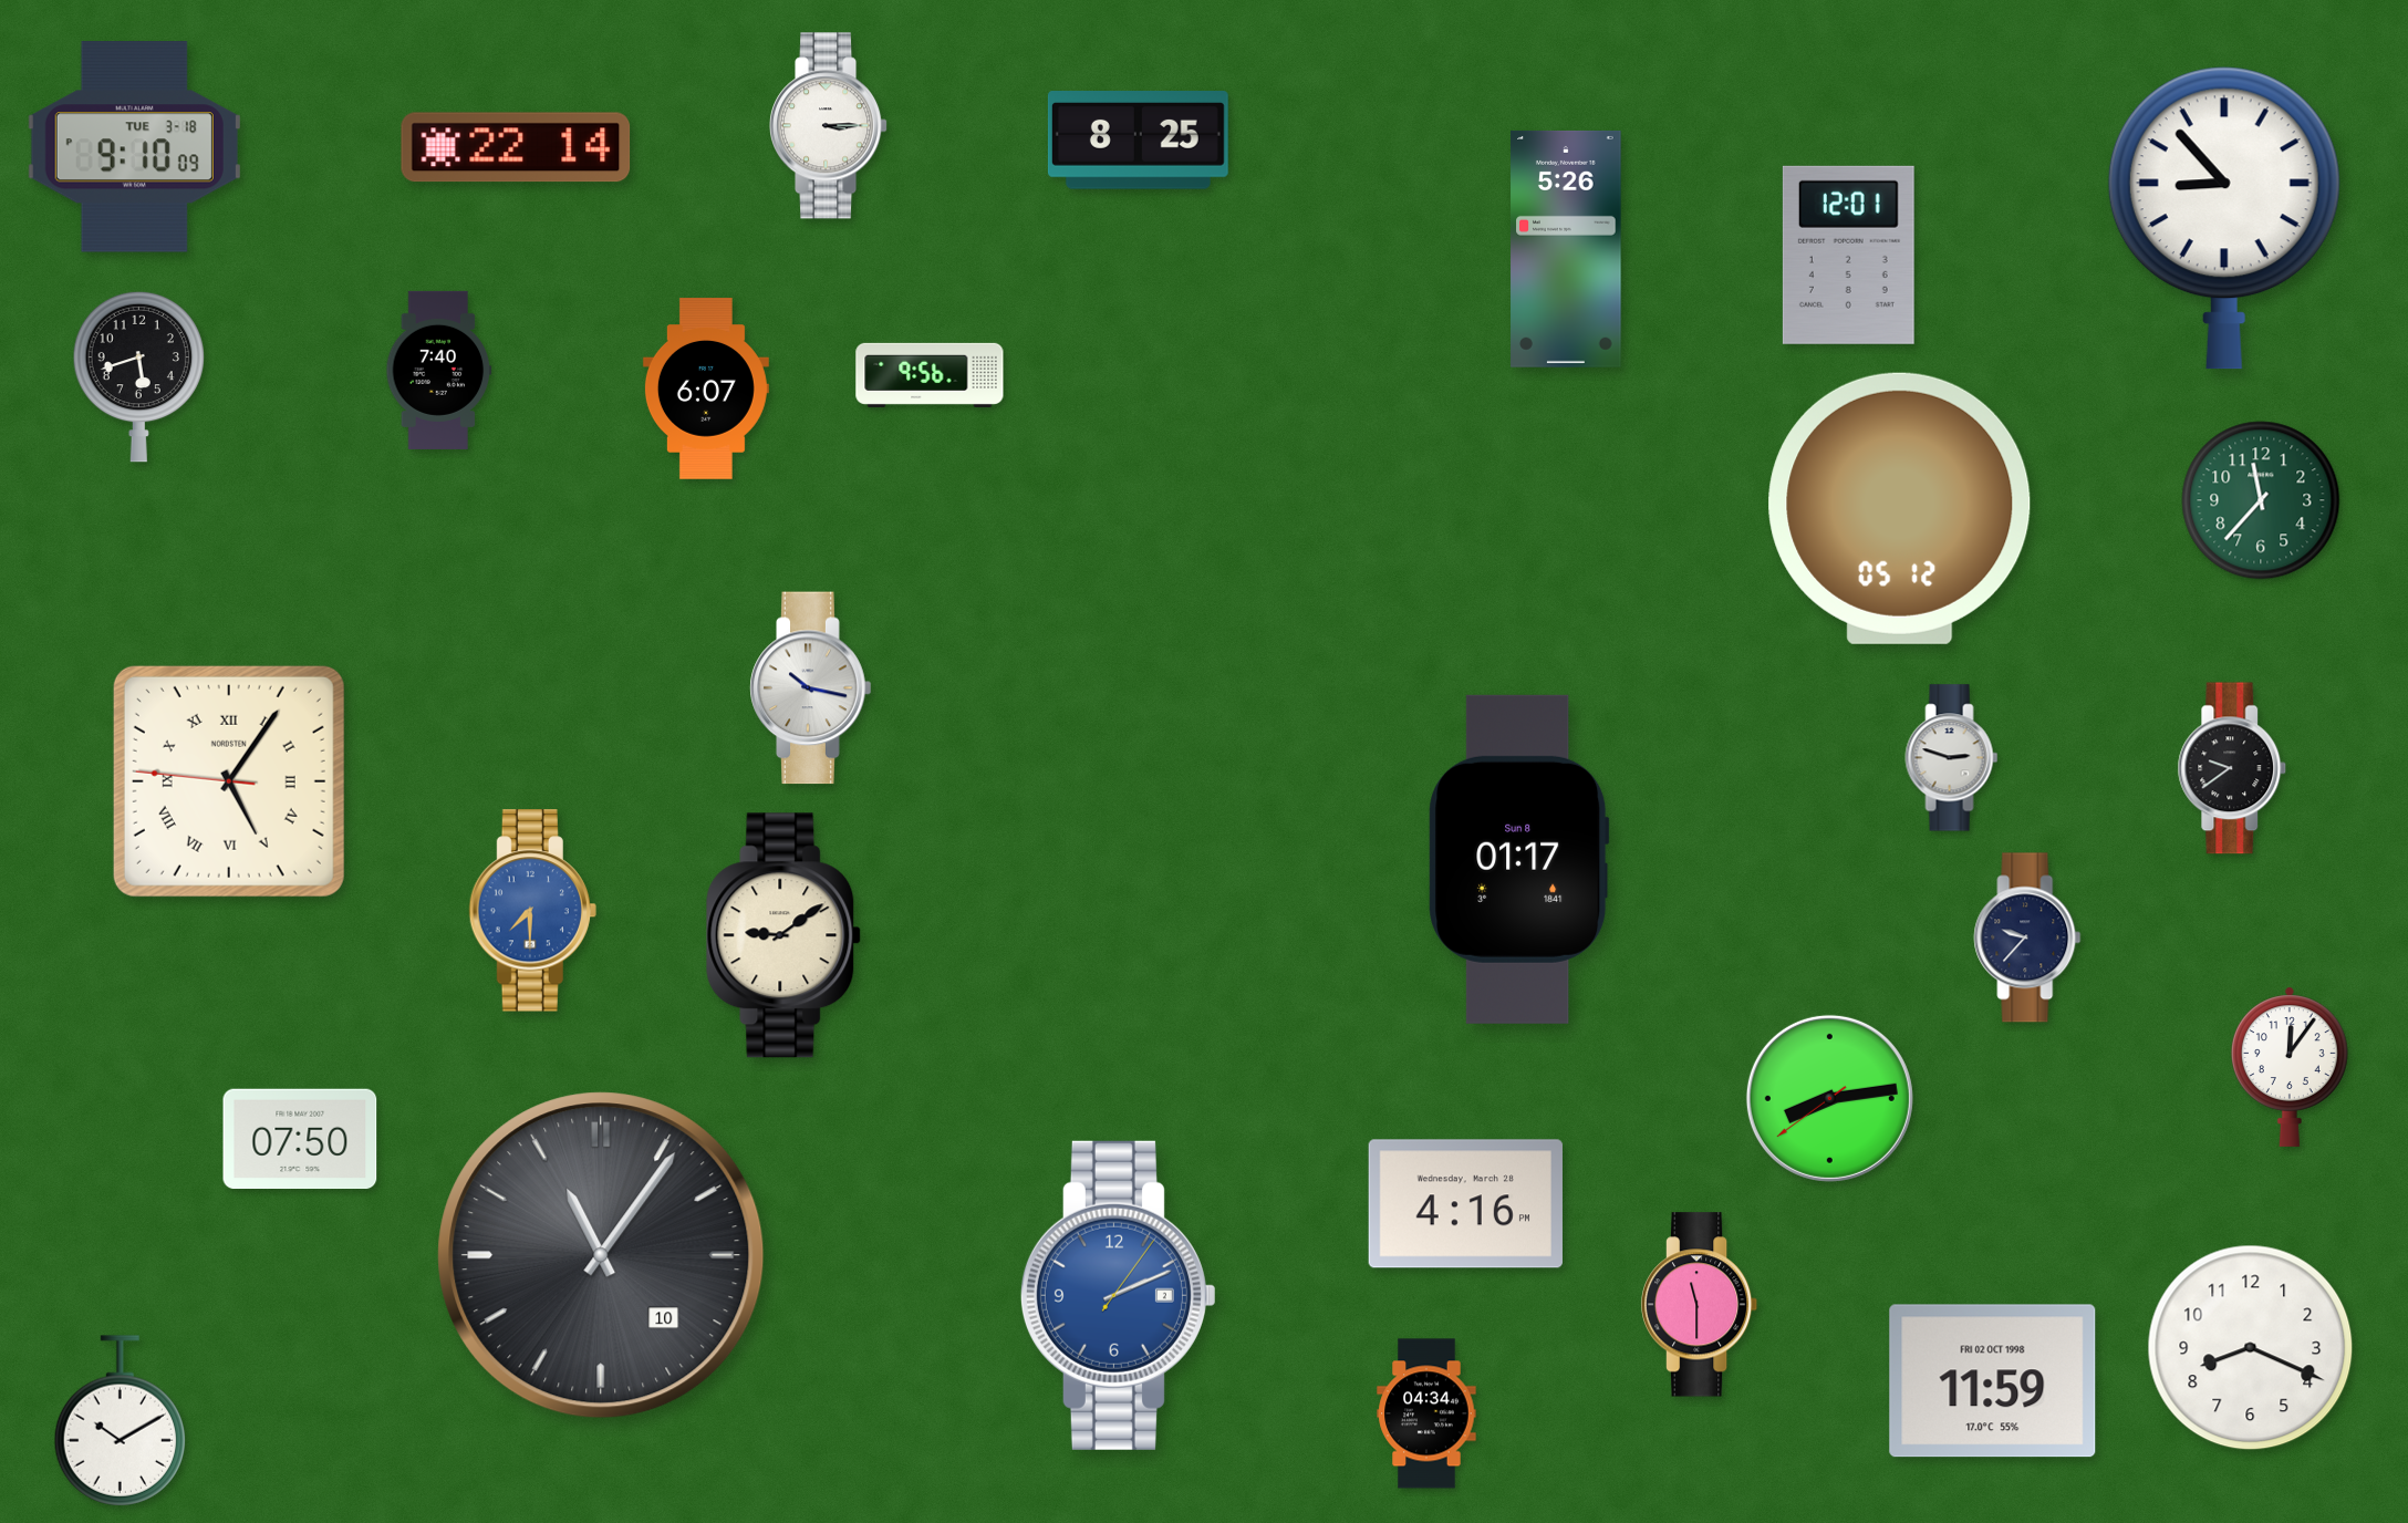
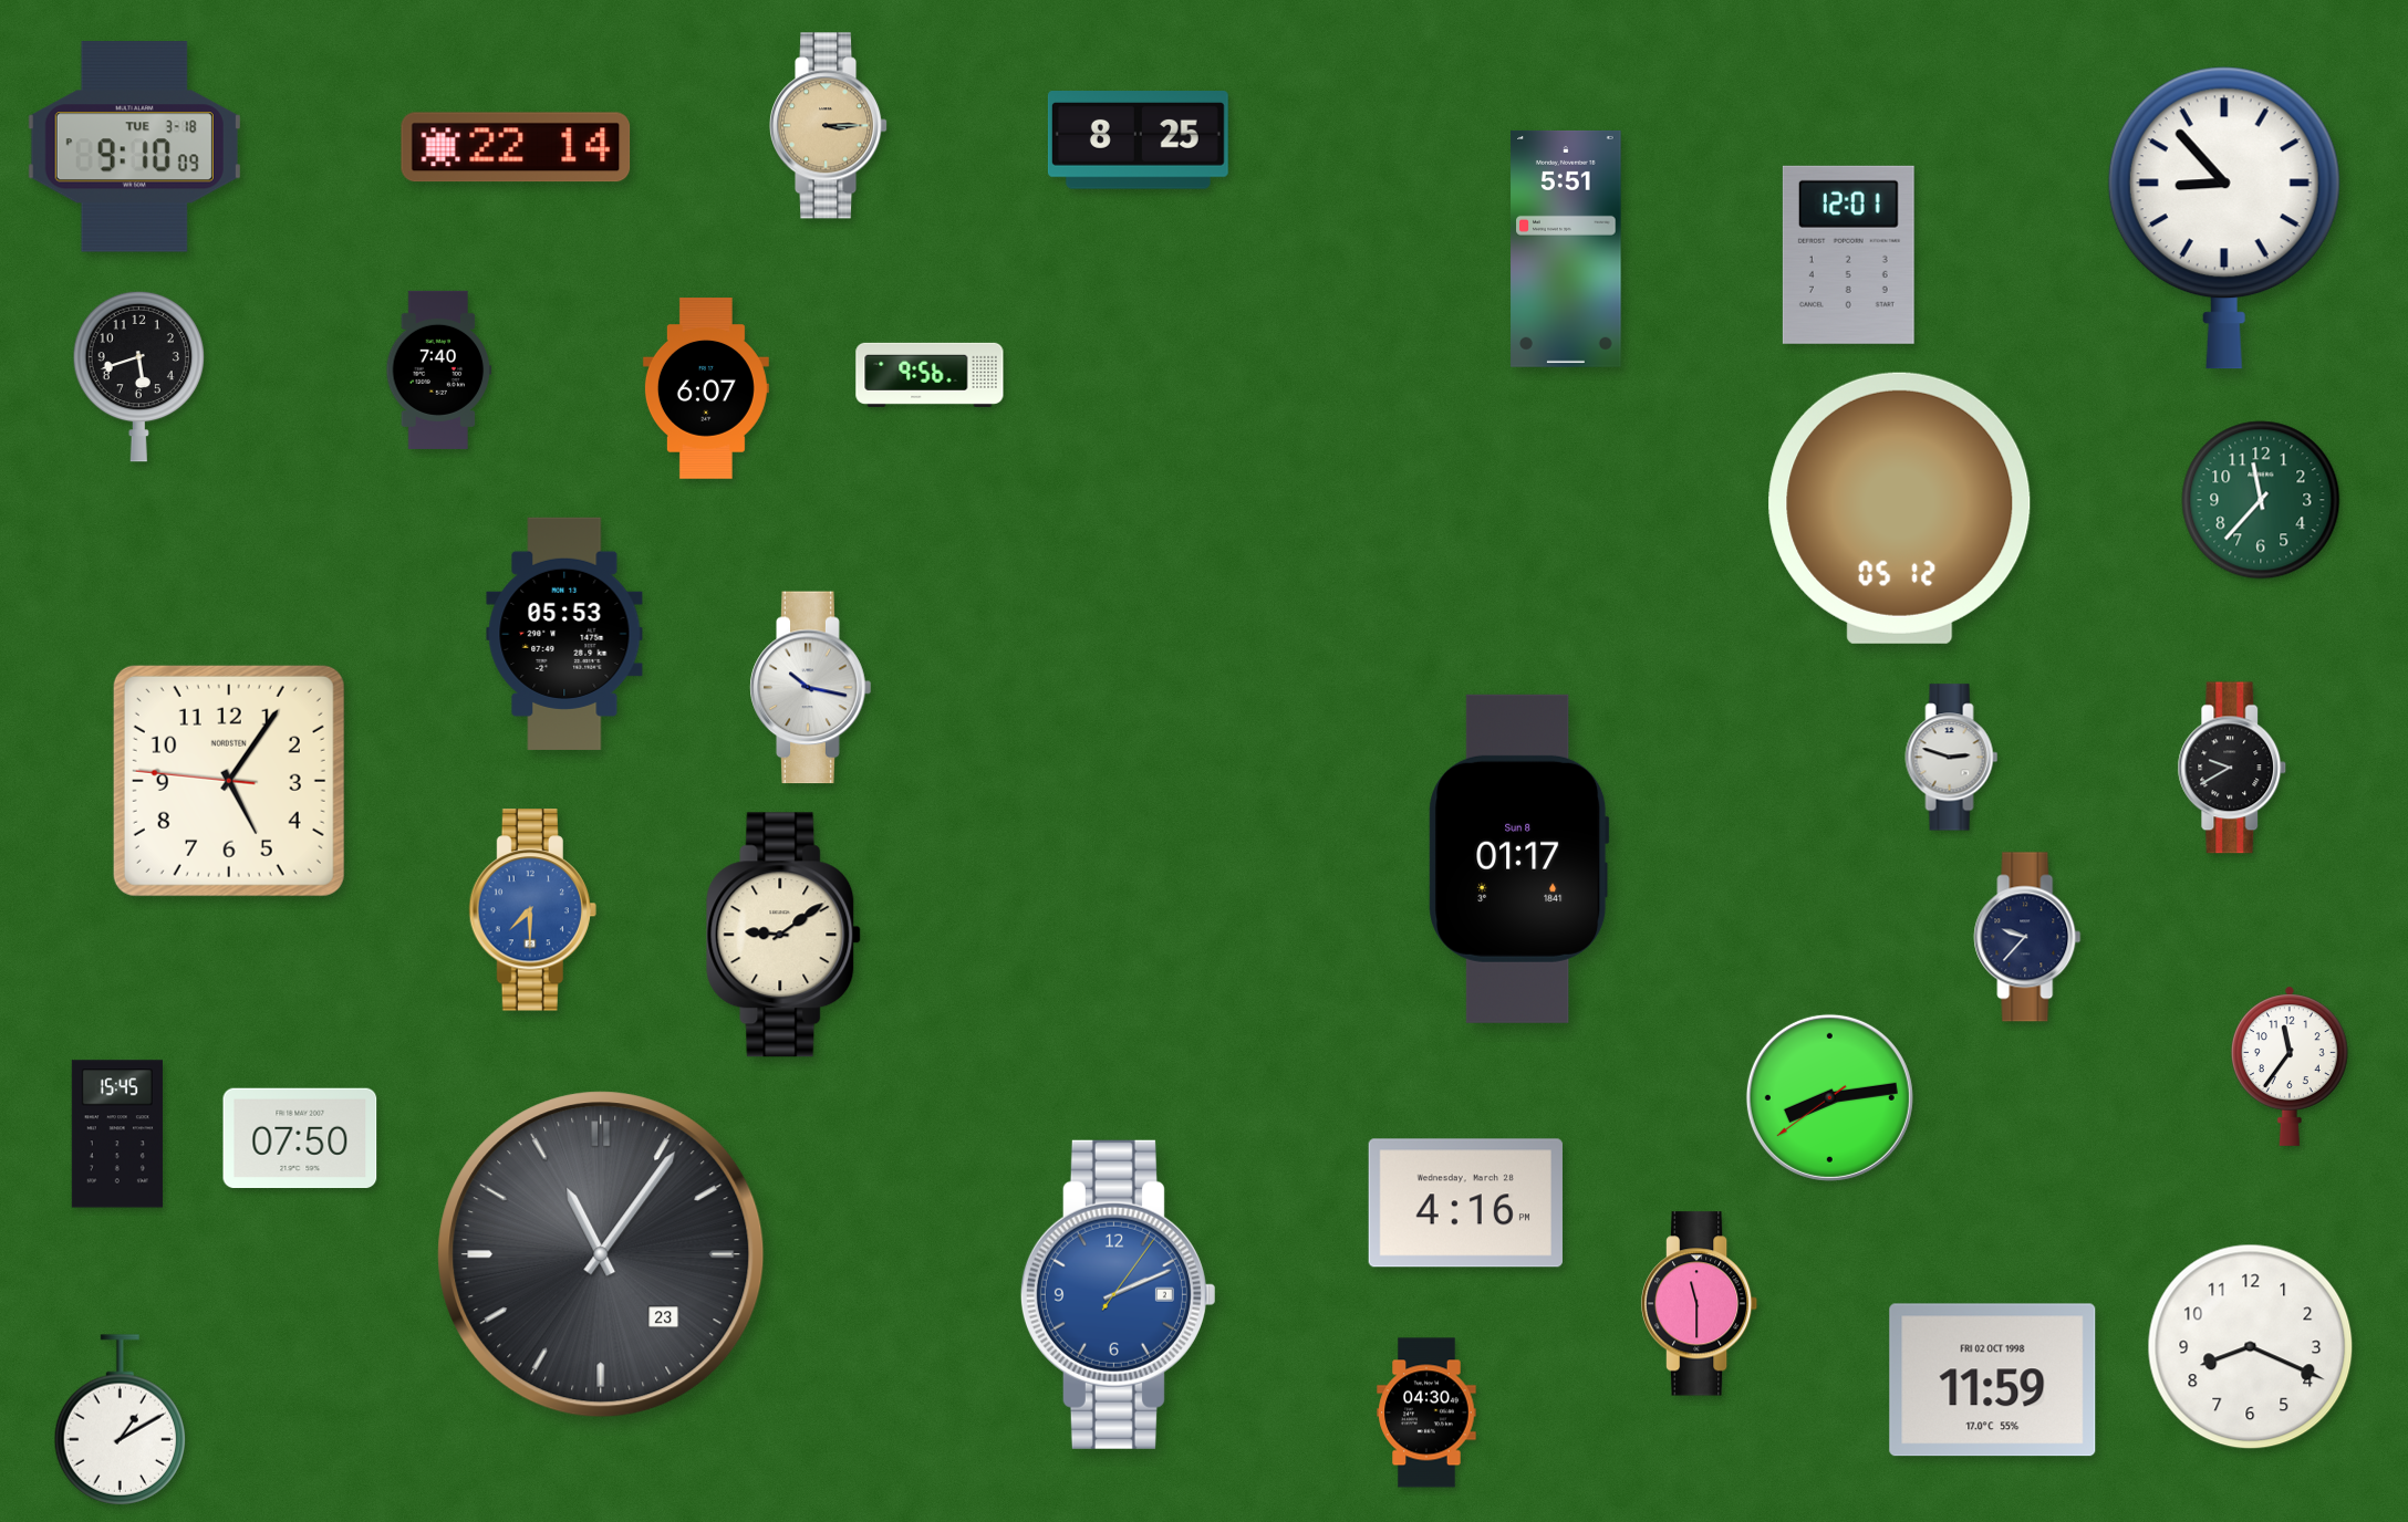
clock at (830, 126) dial: white -> champagne
clock at (1566, 249): 5:26 -> 5:51
clock at (564, 634): none -> 05:53
clock at (2232, 768): 9:39 -> 9:40
clock at (229, 781) numerals: Roman -> Arabic
clock at (2290, 1067): 12:06 -> 11:36
clock at (117, 1134): none -> 15:45
clock at (601, 1255) date: 10 -> 23
clock at (1426, 1413): 04:34 -> 04:30
clock at (120, 1421): 10:10 -> 1:10
